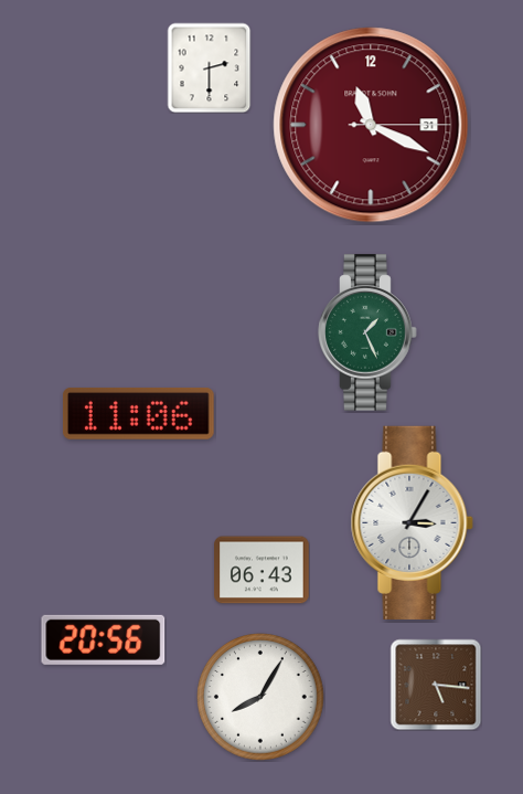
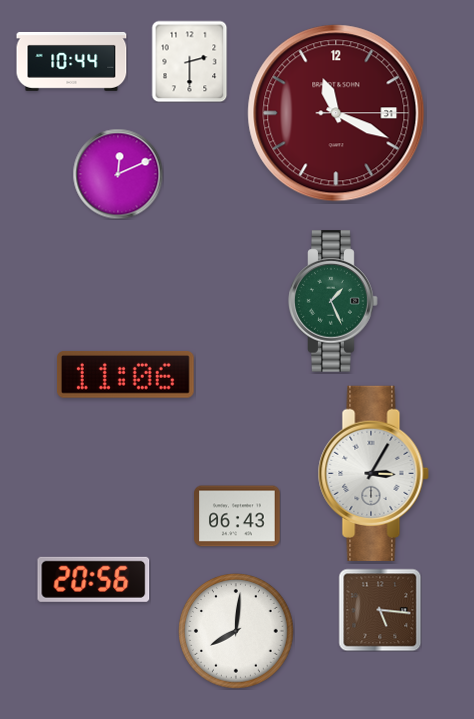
clock at (72, 61): none -> 10:44
clock at (118, 174): none -> 12:11
clock at (436, 685) position: (436, 685) -> (380, 610)
clock at (260, 697): 8:05 -> 8:01
